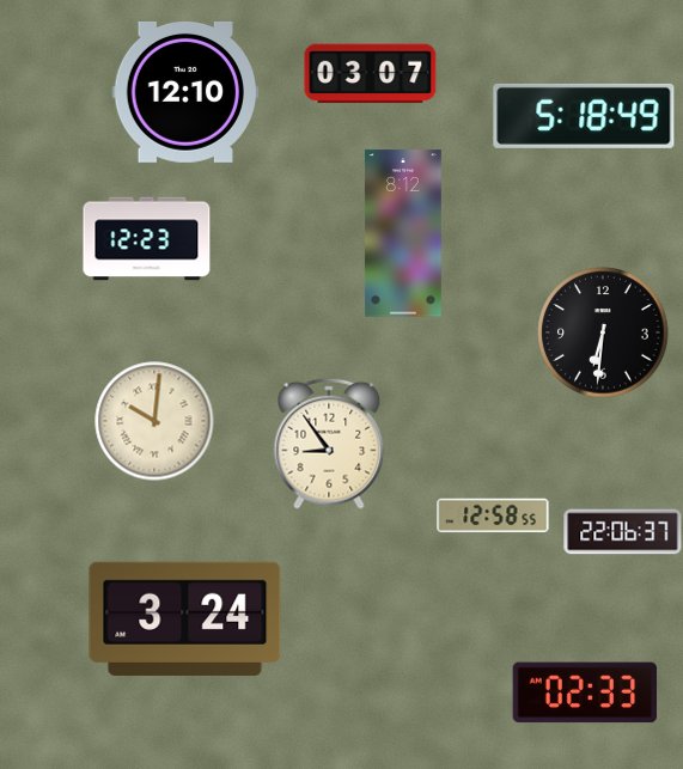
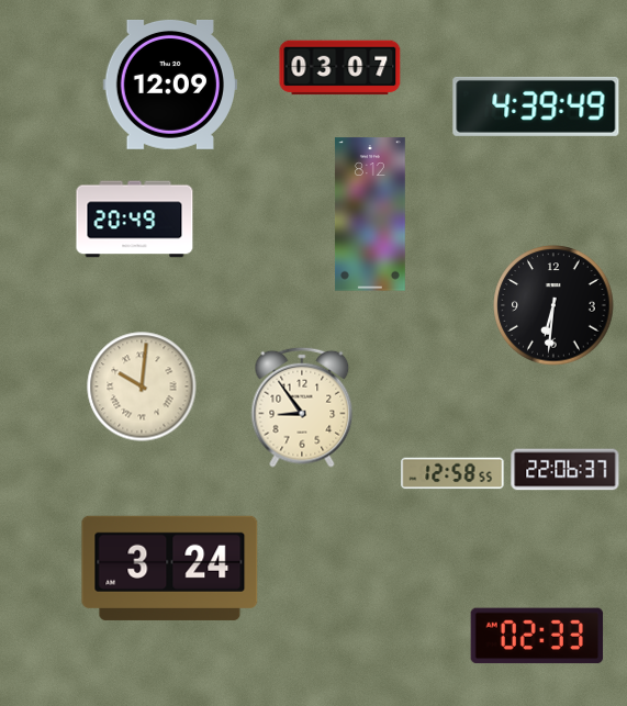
clock at (184, 92): 12:10 -> 12:09
clock at (584, 116): 5:18 -> 4:39
clock at (147, 239): 12:23 -> 20:49
clock at (623, 532) position: (623, 532) -> (566, 470)
